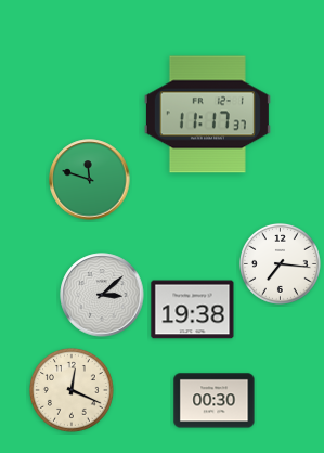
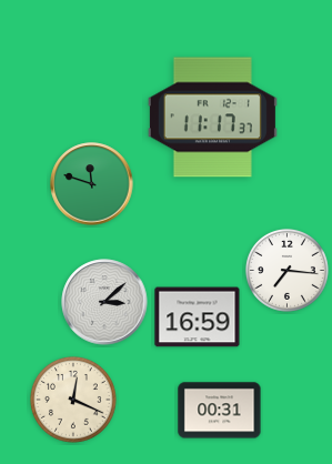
clock at (193, 310): 19:38 -> 16:59
clock at (215, 401): 00:30 -> 00:31
